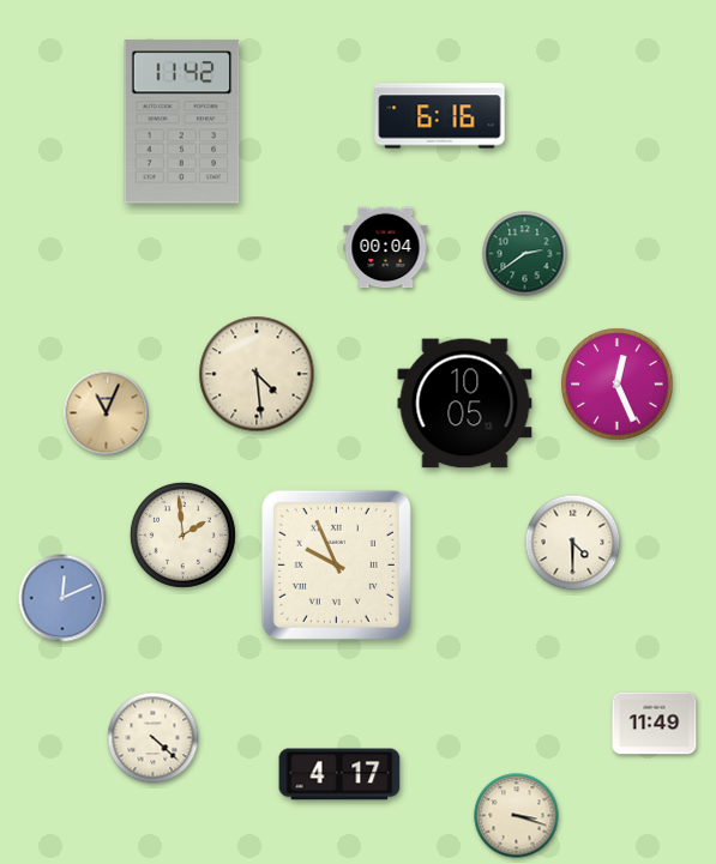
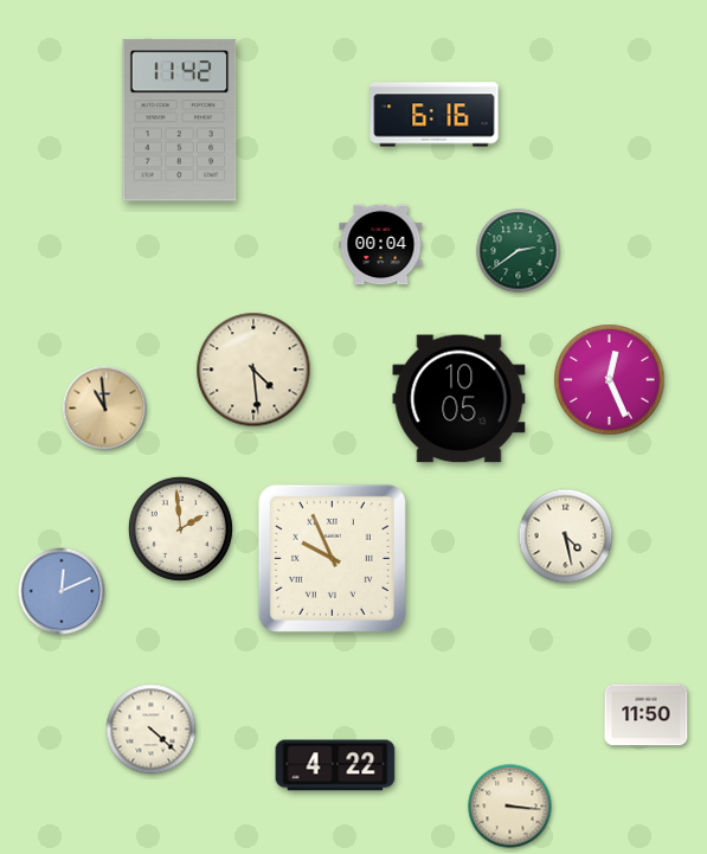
clock at (107, 413): 11:04 -> 10:59
clock at (573, 543): 4:30 -> 4:28
clock at (655, 724): 11:49 -> 11:50
clock at (339, 774): 4:17 -> 4:22
clock at (517, 816): 3:18 -> 3:16
